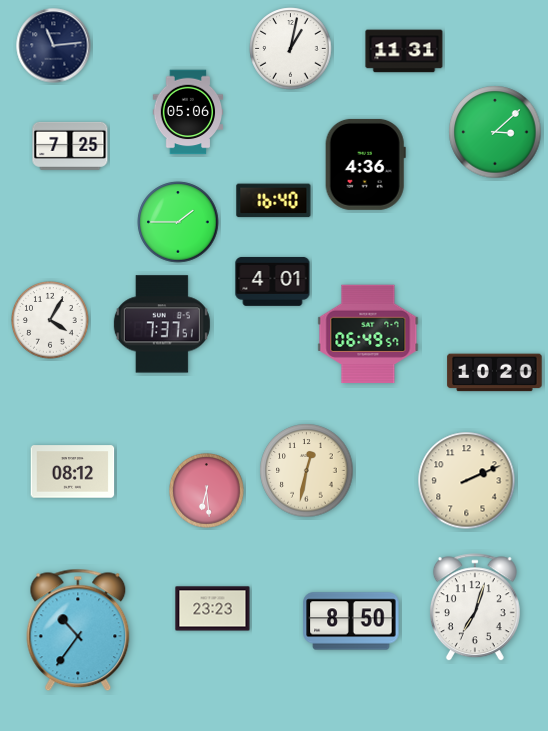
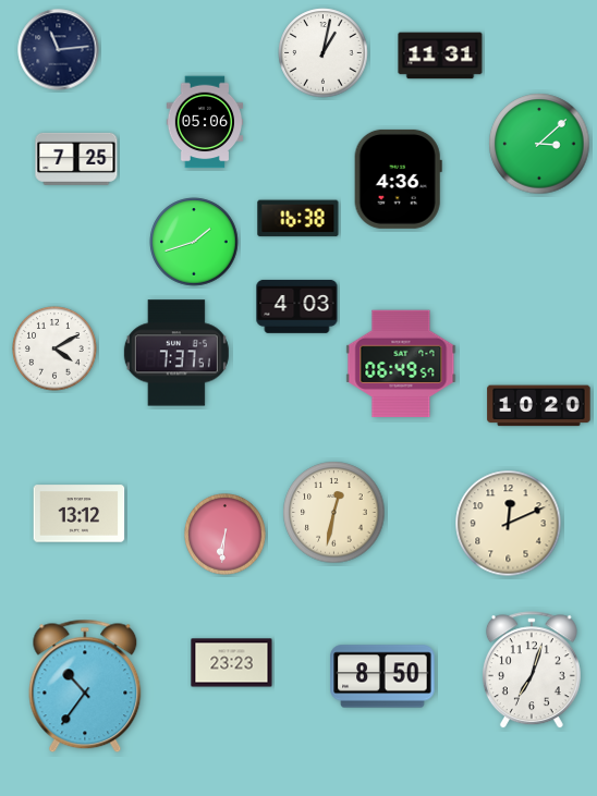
clock at (291, 49) position: (291, 49) -> (324, 53)
clock at (274, 201): 16:40 -> 16:38
clock at (178, 222): 1:45 -> 1:42
clock at (273, 281): 4:01 -> 4:03
clock at (50, 320): 4:05 -> 4:10
clock at (73, 472): 08:12 -> 13:12
clock at (467, 481): 2:11 -> 12:11
clock at (207, 491): 6:29 -> 6:31
clock at (475, 608) position: (475, 608) -> (532, 671)
